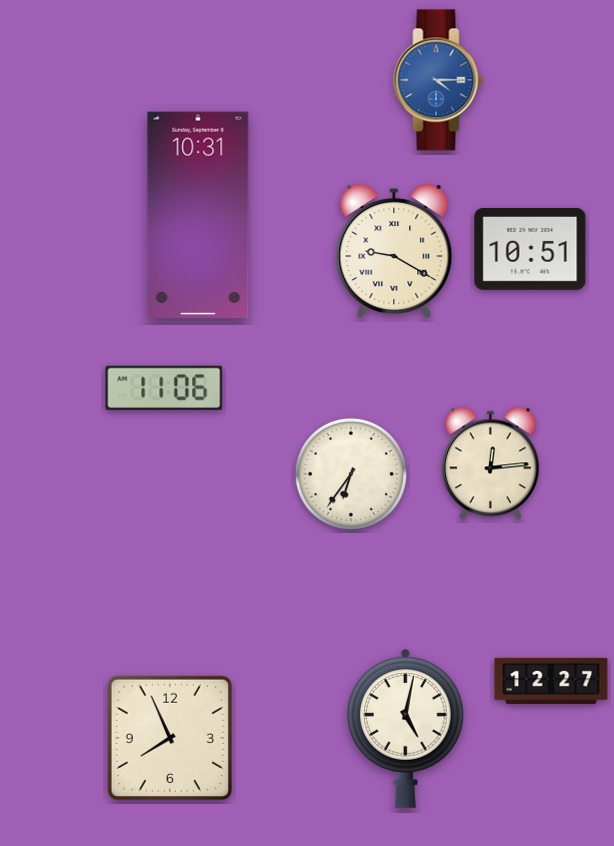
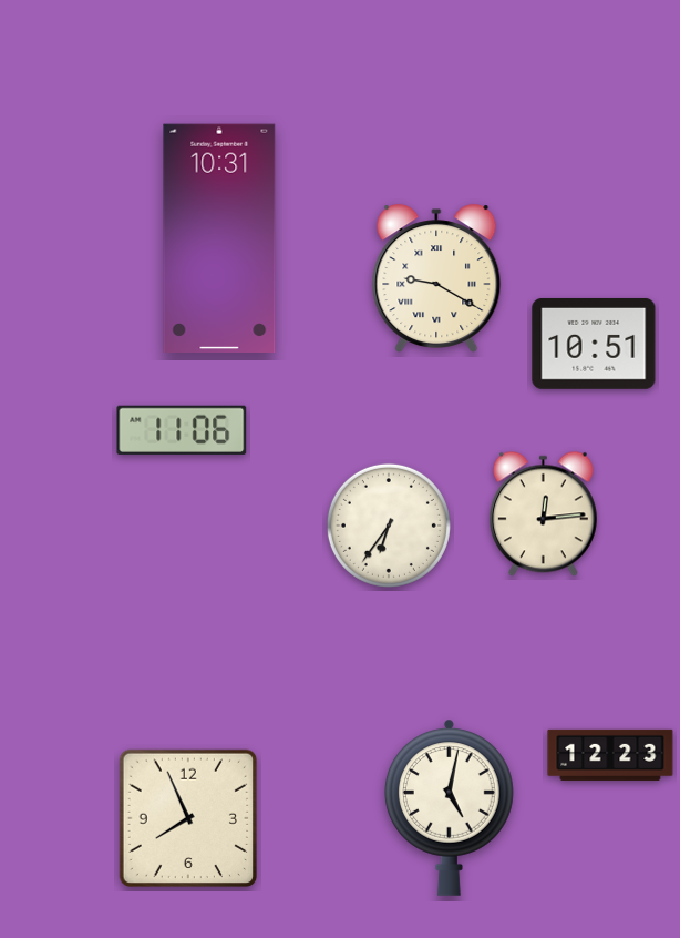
clock at (438, 80): 4:15 -> none
clock at (530, 249) position: (530, 249) -> (594, 344)
clock at (551, 681): 12:27 -> 12:23
